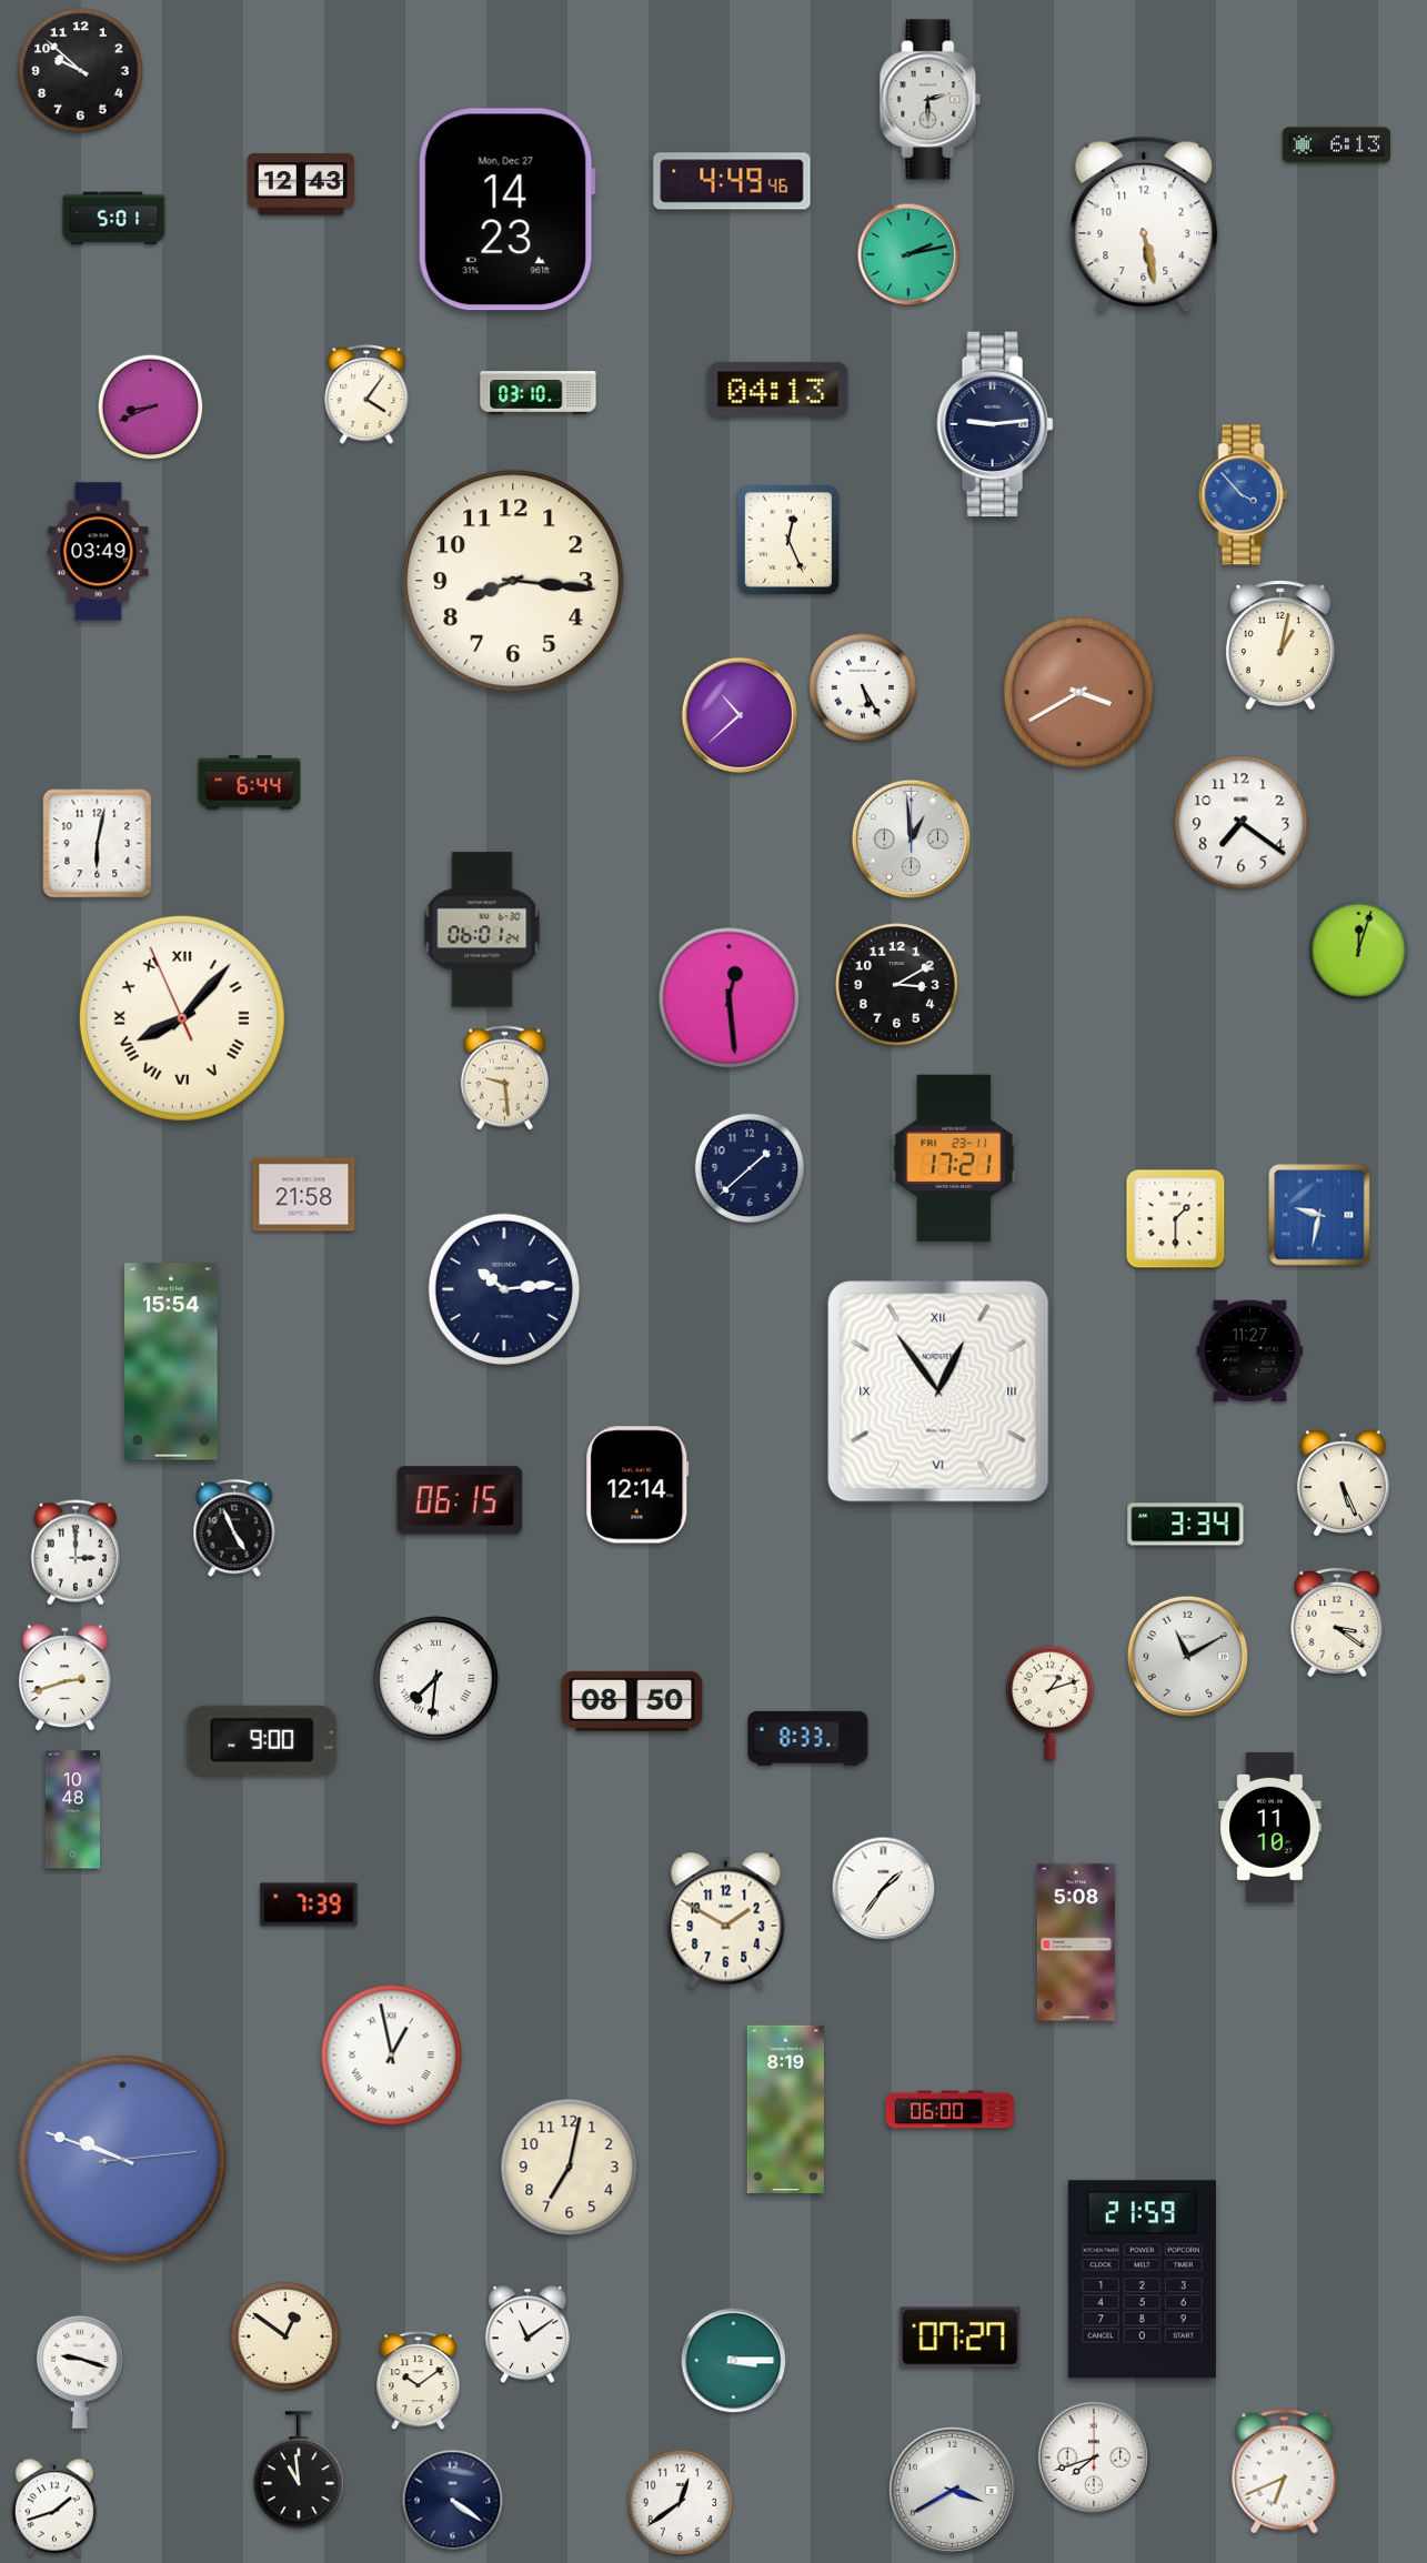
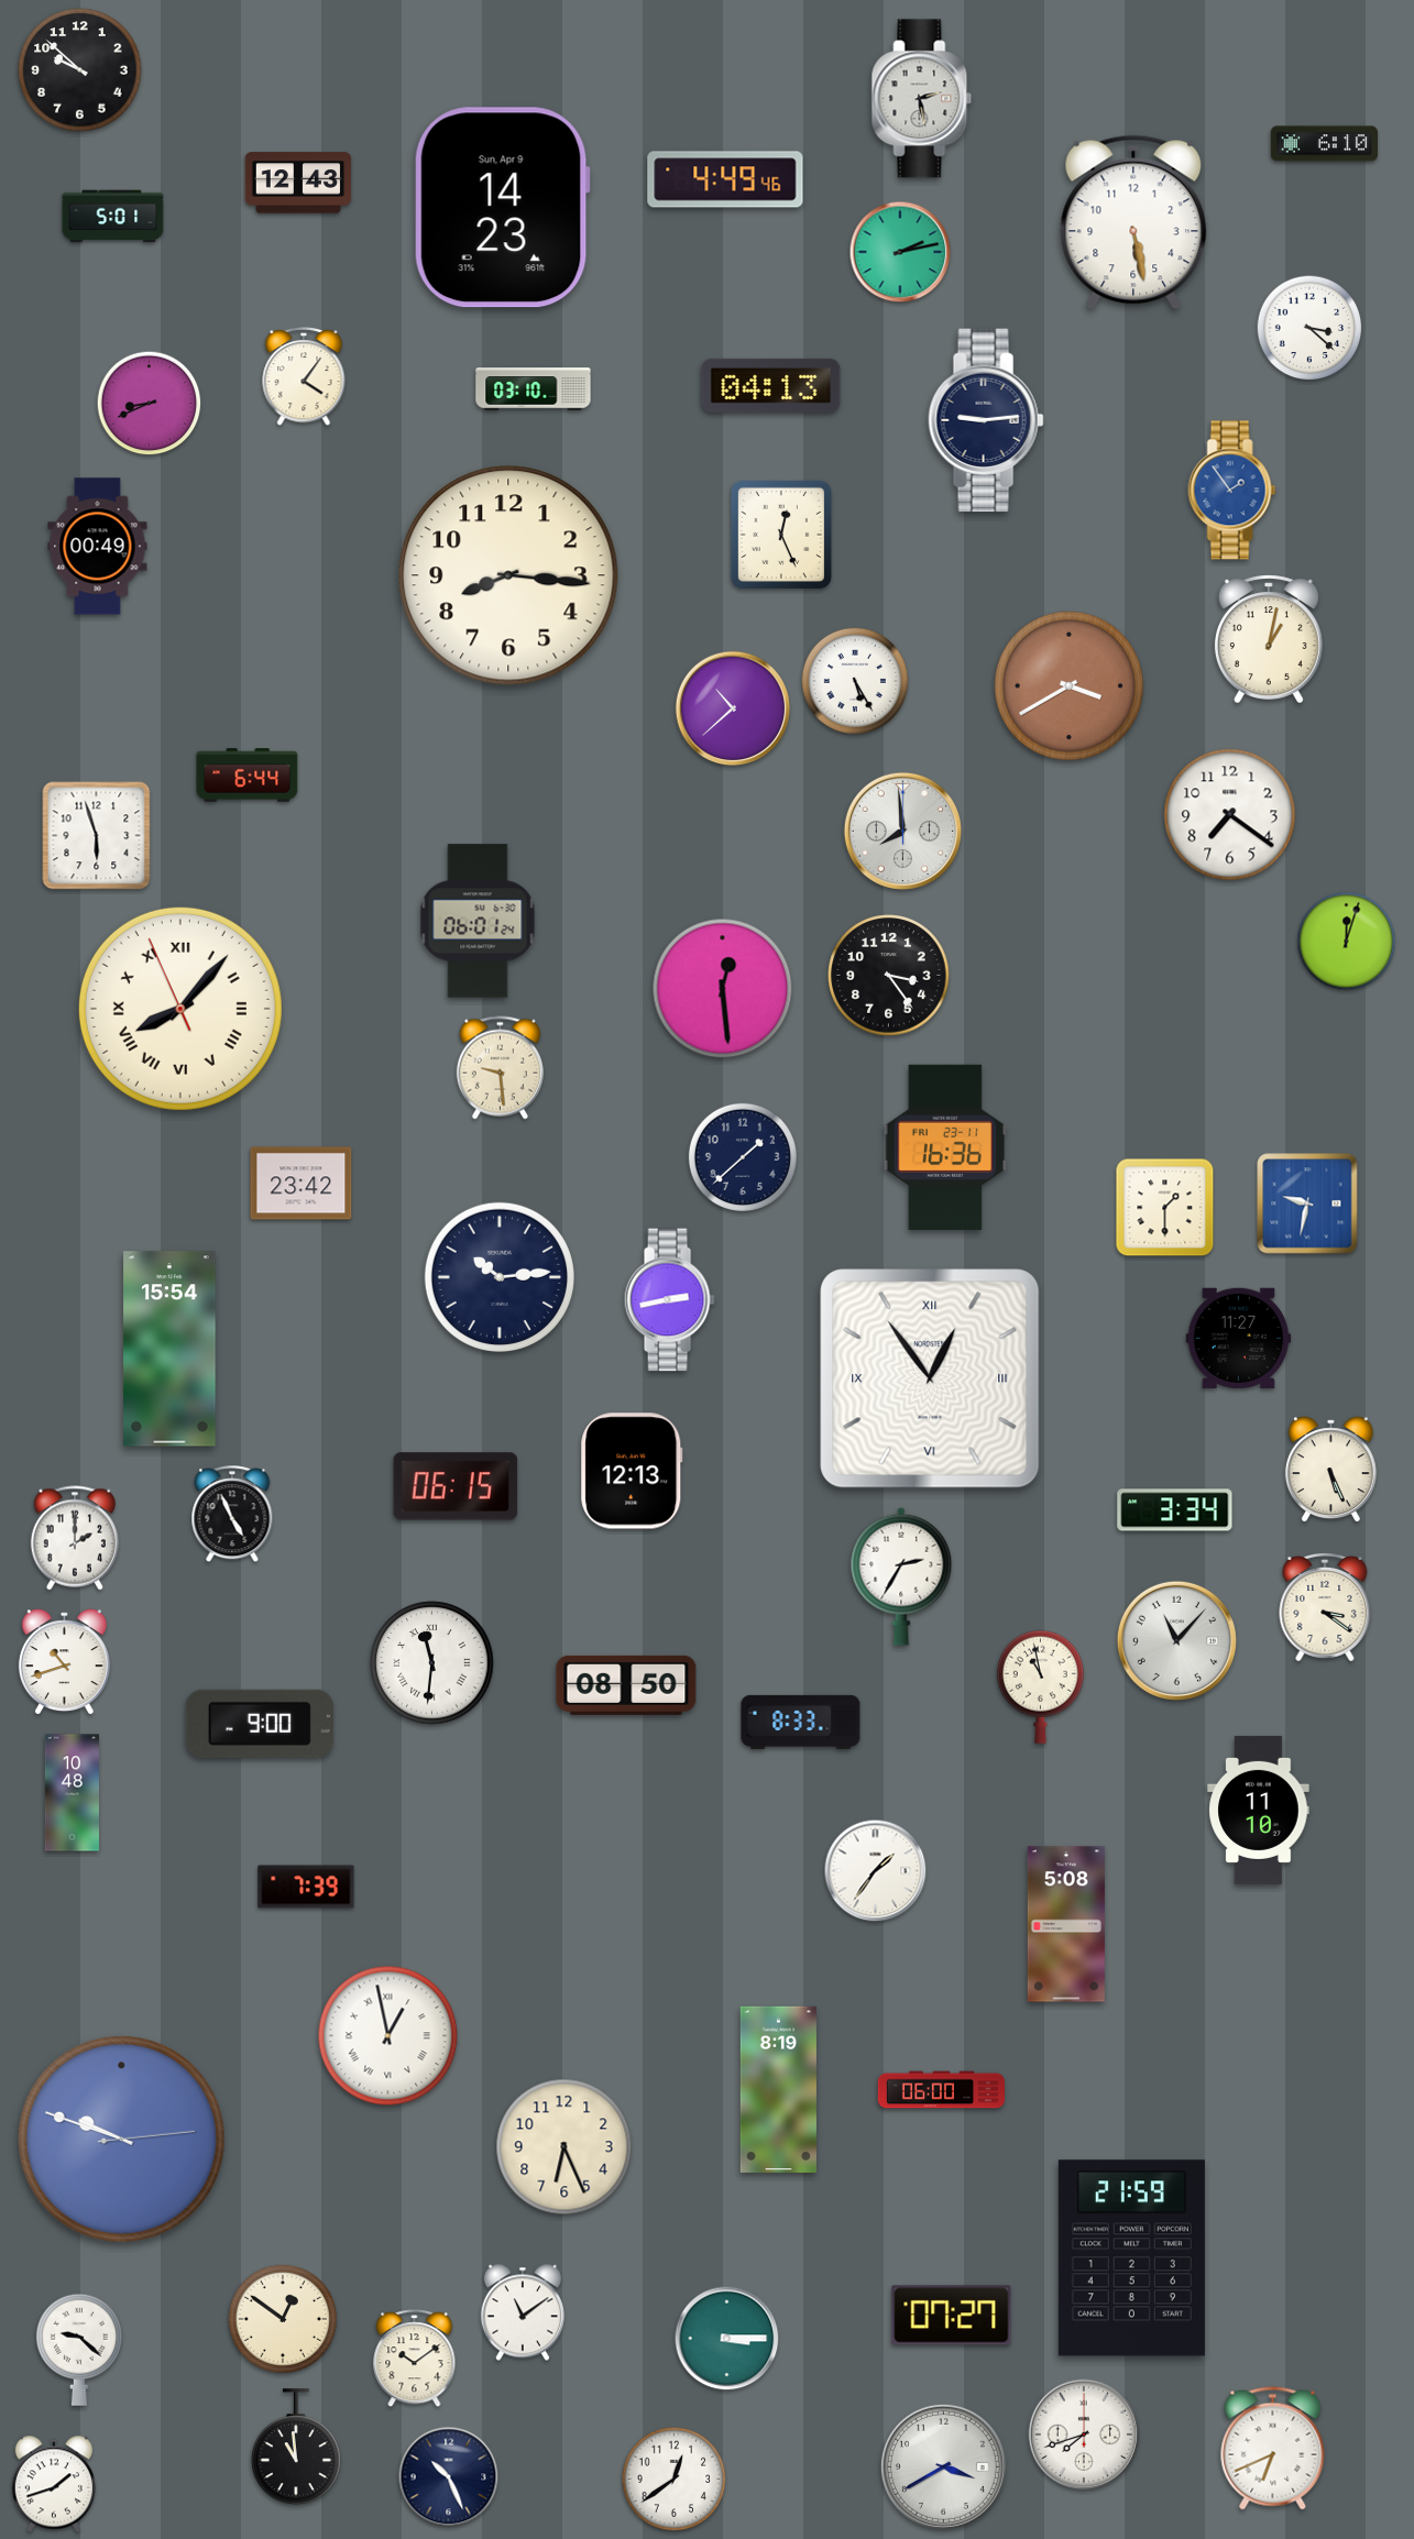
clock at (931, 100): 2:30 -> 2:28
clock at (1336, 145): 6:13 -> 6:10
clock at (506, 210) date: Mon, Dec 27 -> Sun, Apr 9
clock at (1309, 328): none -> 3:22
clock at (366, 395) position: (366, 395) -> (304, 377)
clock at (1244, 495): 3:53 -> 1:54
clock at (99, 552): 03:49 -> 00:49
clock at (911, 838): 12:59 -> 7:59
clock at (98, 844): 6:02 -> 5:57
clock at (897, 985): 3:10 -> 3:24
clock at (954, 1158): 17:21 -> 16:36
clock at (304, 1195): 21:58 -> 23:42
clock at (669, 1300): none -> 2:43
clock at (637, 1485): 12:14 -> 12:13
clock at (74, 1552): 3:00 -> 2:00
clock at (901, 1576): none -> 2:35
clock at (1187, 1656): 11:10 -> 11:07
clock at (64, 1678): 2:42 -> 10:42
clock at (436, 1679): 7:31 -> 11:31
clock at (1049, 1702): 1:12 -> 10:58
clock at (726, 1920): 1:50 -> none
clock at (570, 2168): 7:02 -> 6:26
clock at (284, 2336) position: (284, 2336) -> (282, 2319)
clock at (80, 2372): 9:18 -> 9:22
clock at (453, 2501): 4:21 -> 10:26
